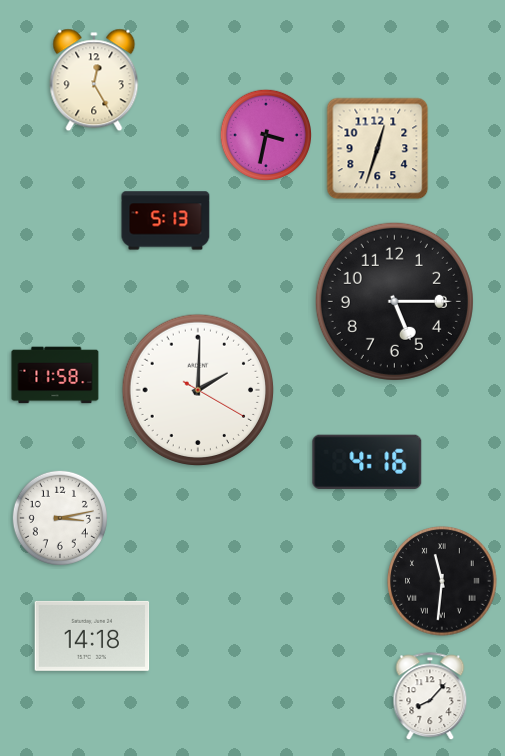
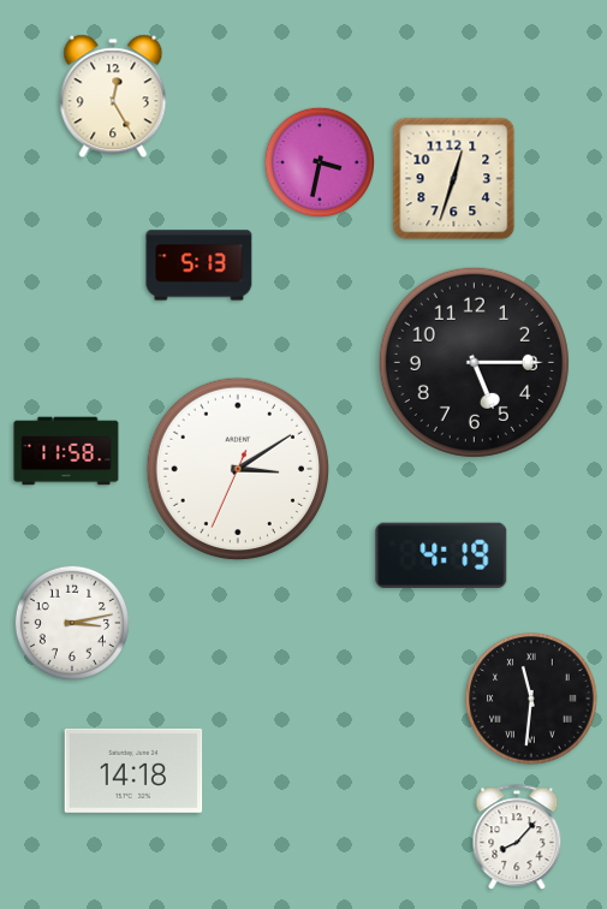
clock at (198, 390): 2:00 -> 3:09
clock at (367, 462): 4:16 -> 4:19
clock at (92, 636) position: (92, 636) -> (133, 771)
